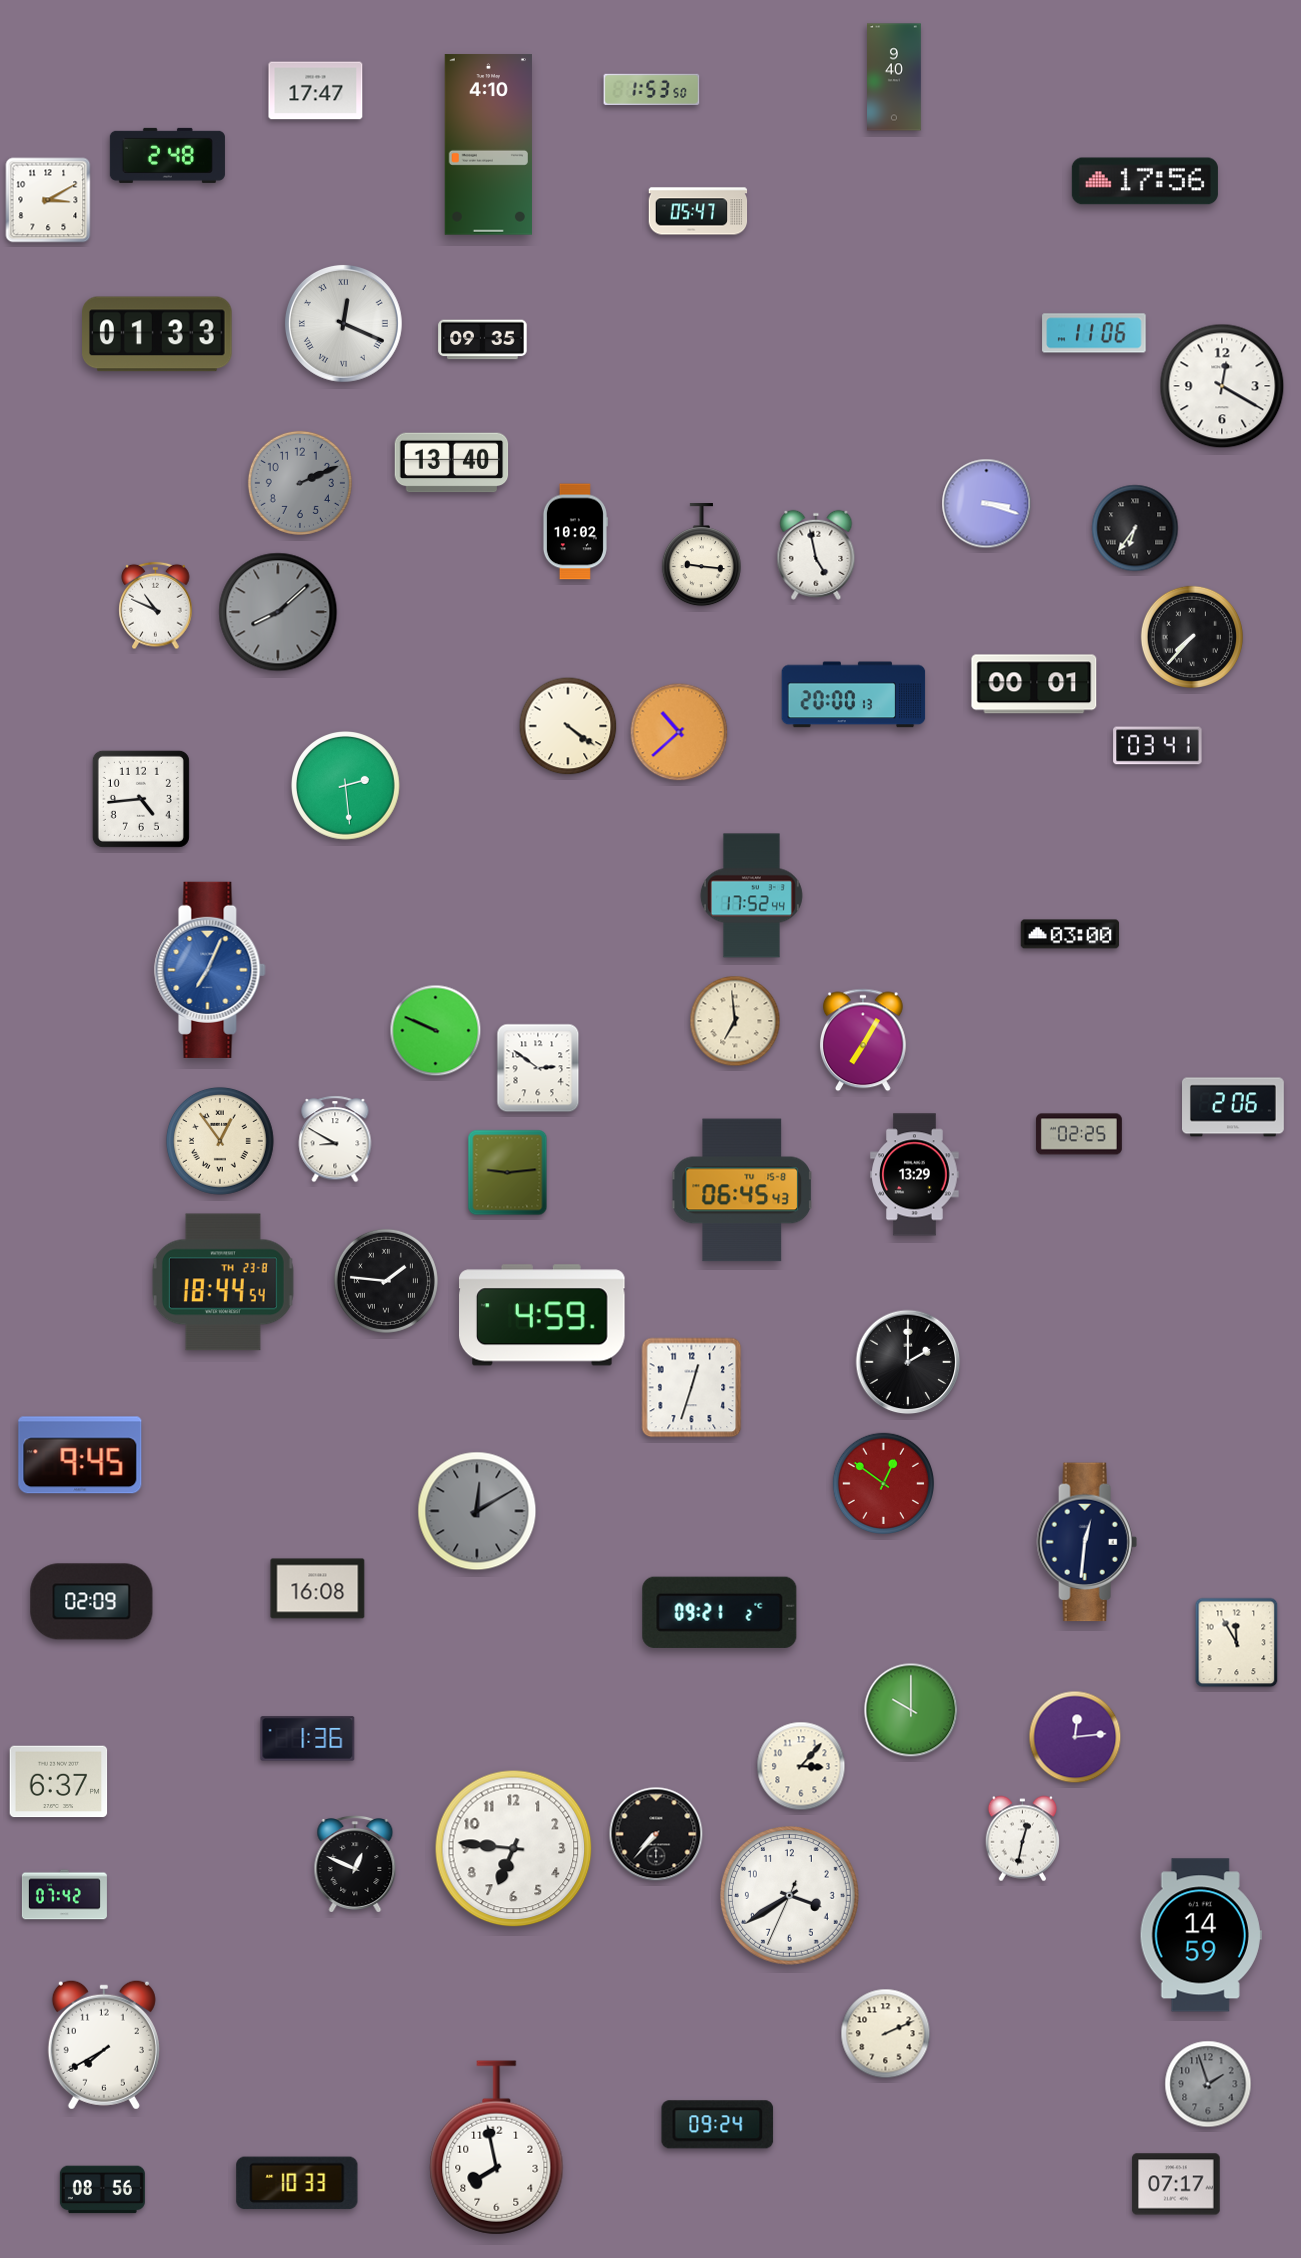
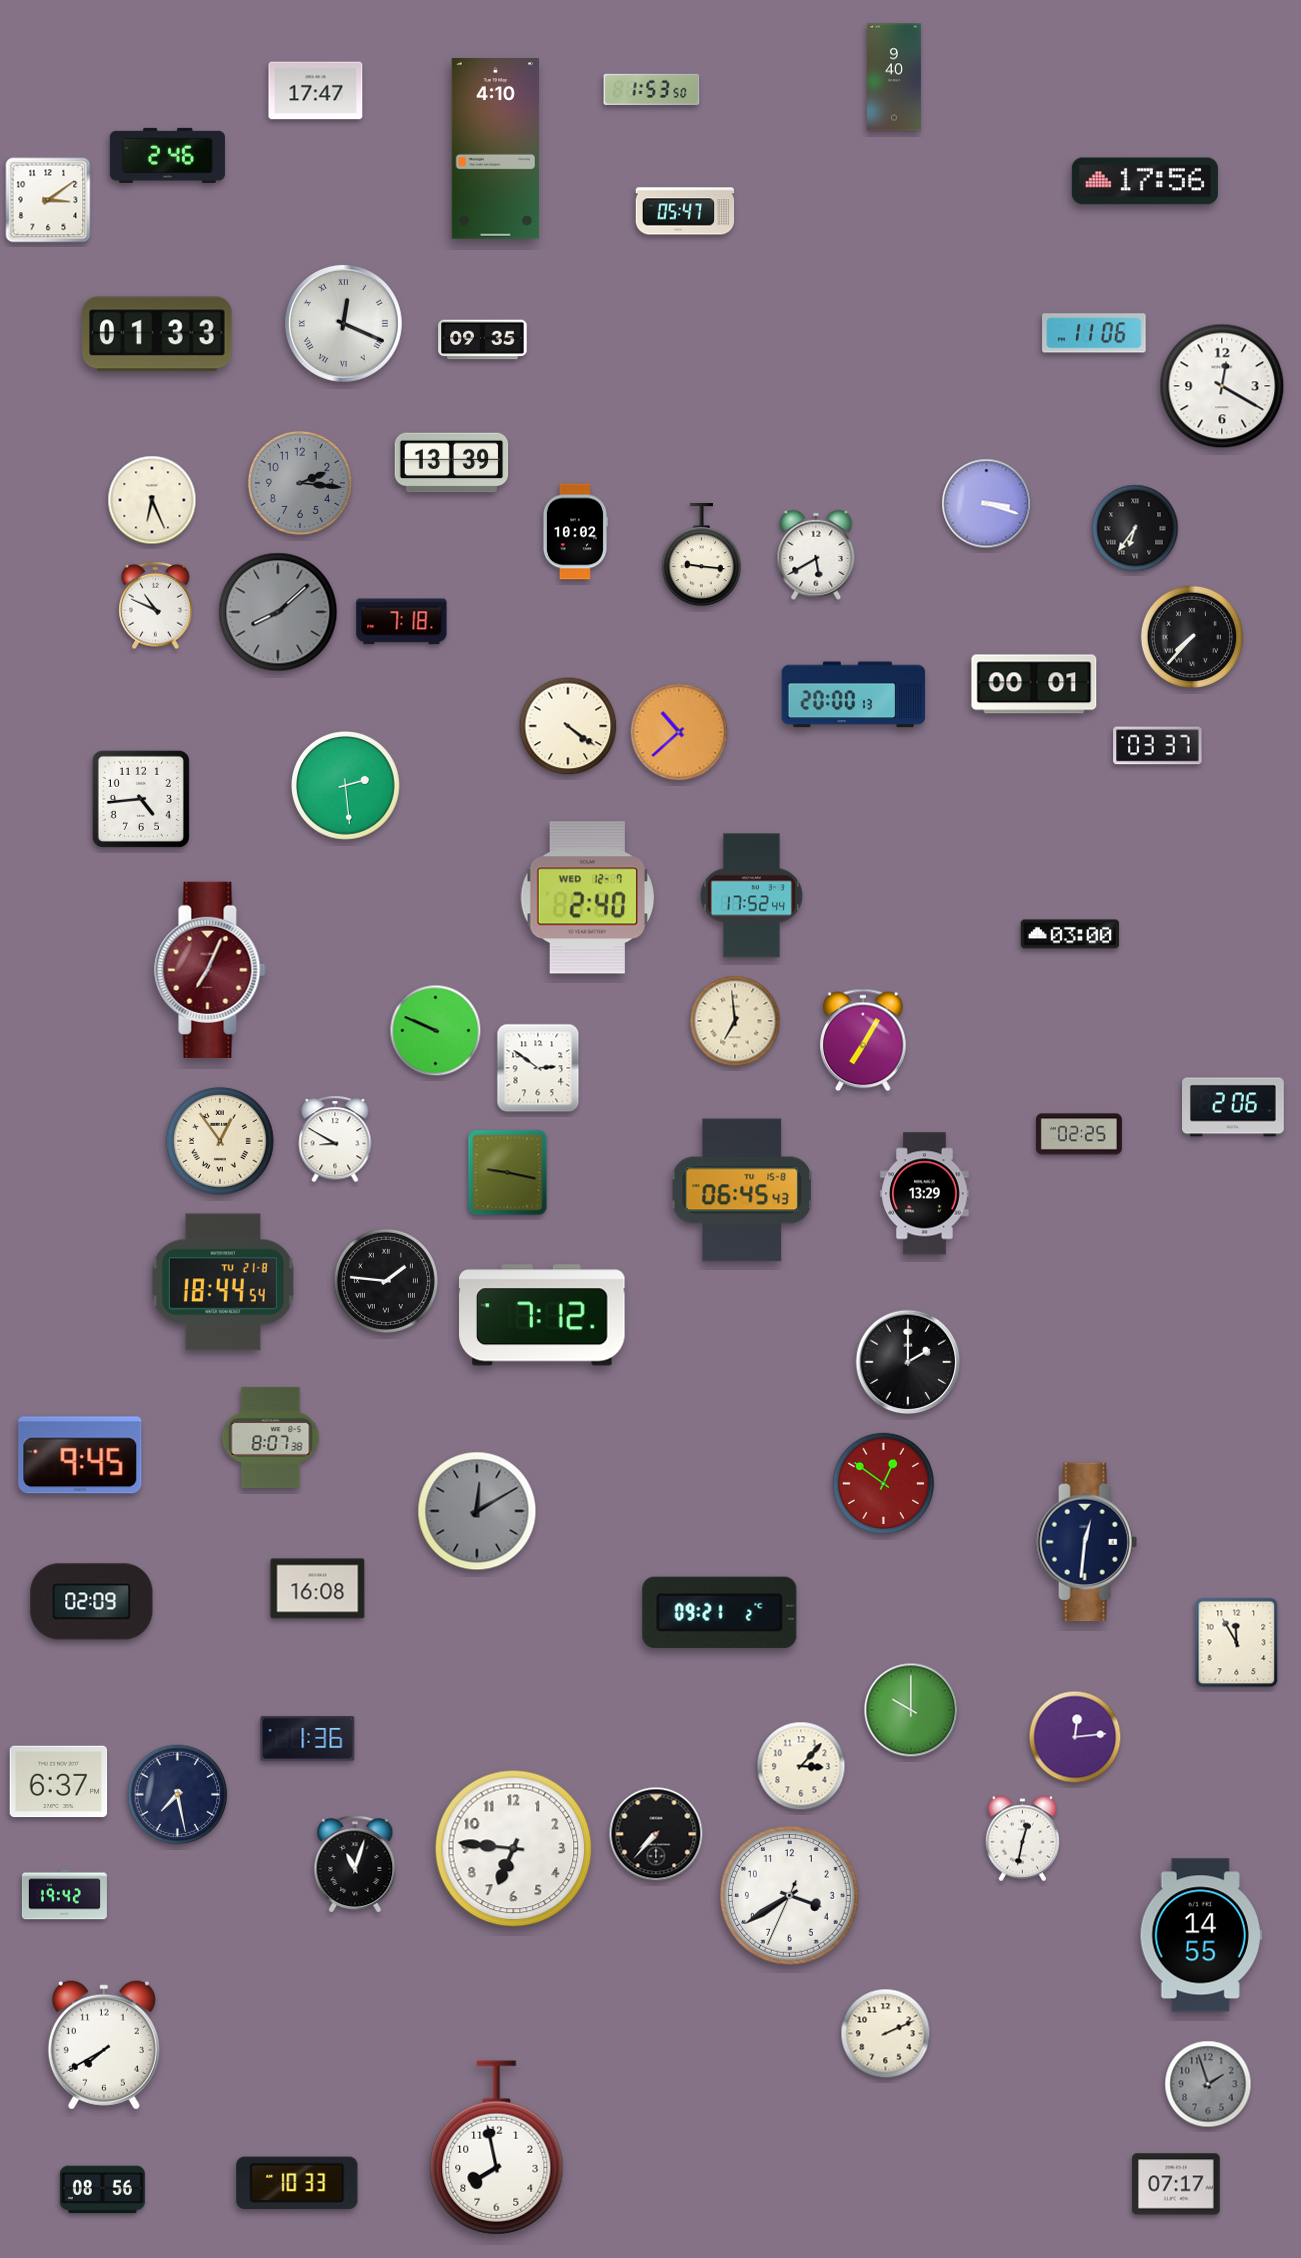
clock at (488, 145) position: (488, 145) -> (495, 149)
clock at (167, 155): 2:48 -> 2:46
clock at (48, 200): 3:10 -> 3:09
clock at (698, 211) position: (698, 211) -> (685, 211)
clock at (452, 463): 13:40 -> 13:39
clock at (300, 483): 2:11 -> 2:16
clock at (152, 500): none -> 6:26
clock at (816, 555): 4:58 -> 5:40
clock at (402, 622): none -> 7:18
clock at (1158, 746): 03:41 -> 03:37
clock at (587, 898): none -> 2:40
clock at (210, 970) dial: blue -> burgundy
clock at (508, 1173): 9:14 -> 9:17
clock at (915, 1175) position: (915, 1175) -> (925, 1194)
clock at (223, 1282) date: TH 23-8 -> TU 21-8
clock at (542, 1315): 4:59 -> 7:12
clock at (692, 1388): 12:33 -> none
clock at (271, 1437): none -> 8:07
clock at (178, 1795): none -> 7:28
clock at (355, 1865): 12:49 -> 11:03
clock at (64, 1895): 07:42 -> 19:42
clock at (1201, 1935): 14:59 -> 14:55
clock at (718, 2125): 09:24 -> none
